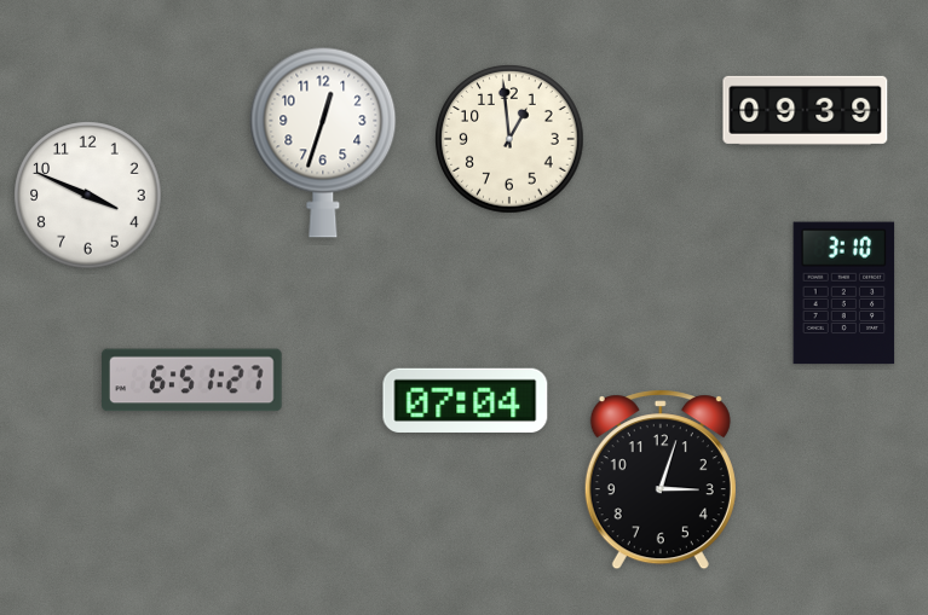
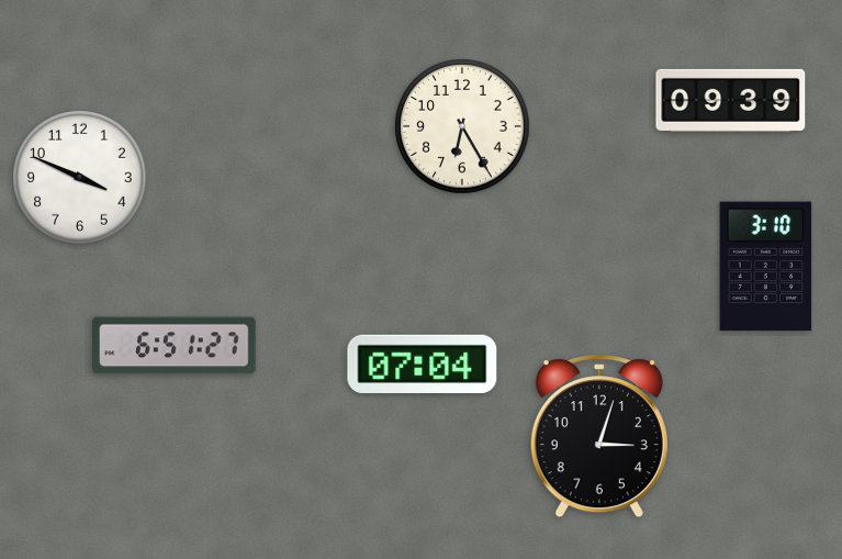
clock at (509, 139): 12:59 -> 6:25
clock at (323, 143): 12:33 -> none
